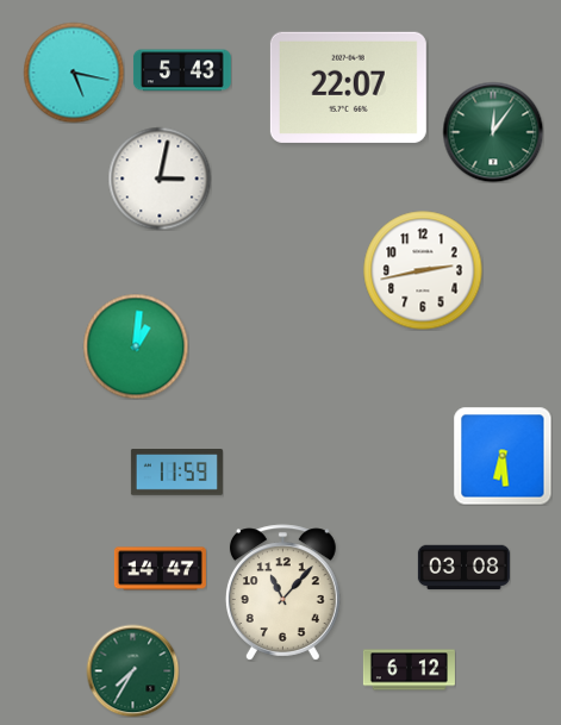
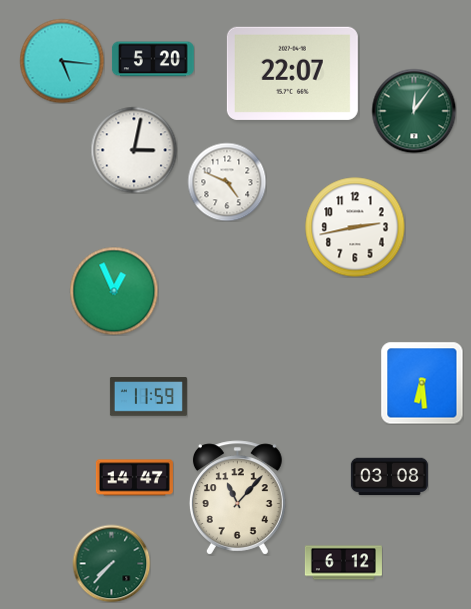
clock at (182, 70): 5:43 -> 5:20
clock at (74, 73): 5:17 -> 5:16
clock at (227, 182): none -> 4:49
clock at (136, 346): 1:01 -> 12:56
clock at (132, 670): 7:35 -> 7:37
